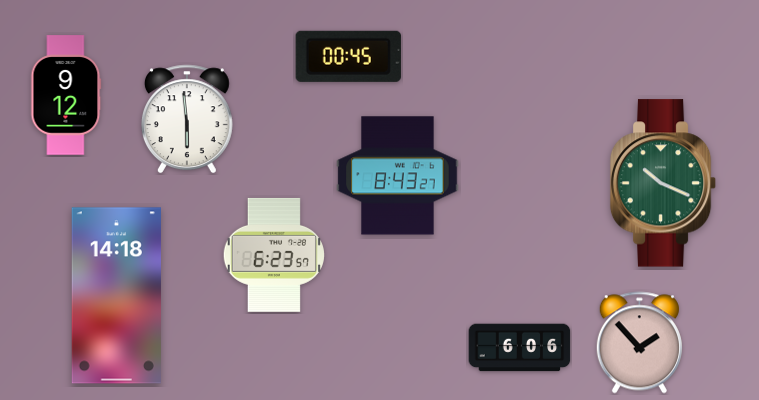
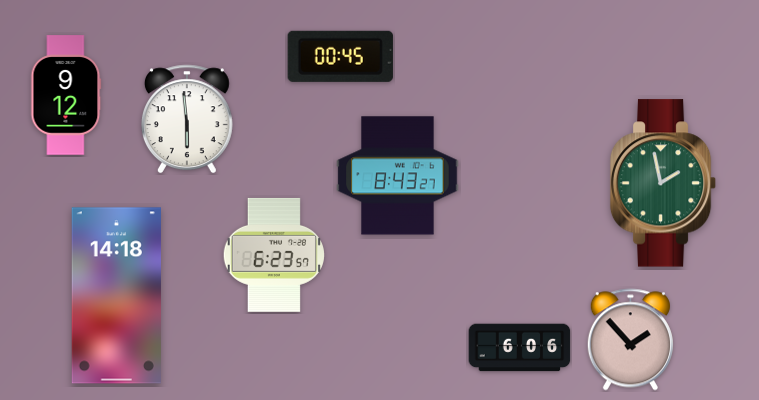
clock at (348, 56) position: (348, 56) -> (340, 56)
clock at (663, 183): 10:19 -> 1:58
clock at (639, 343) position: (639, 343) -> (630, 340)
